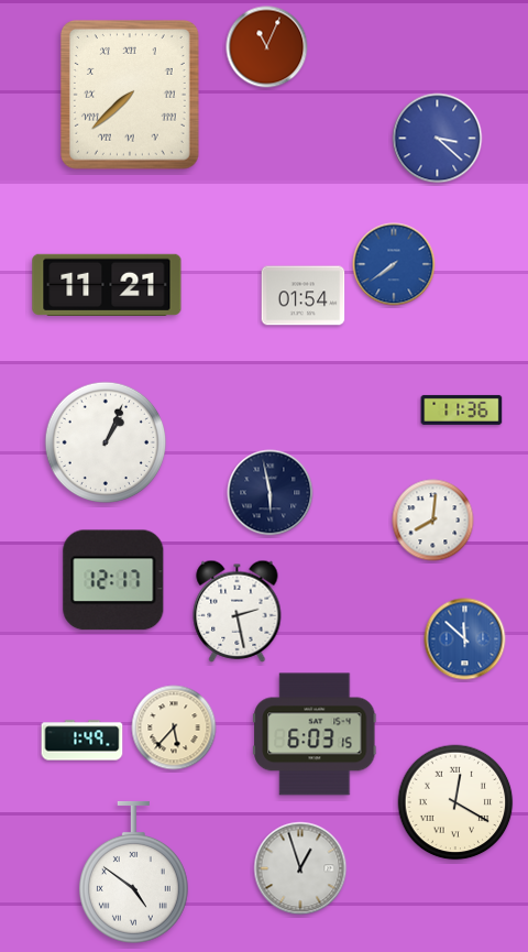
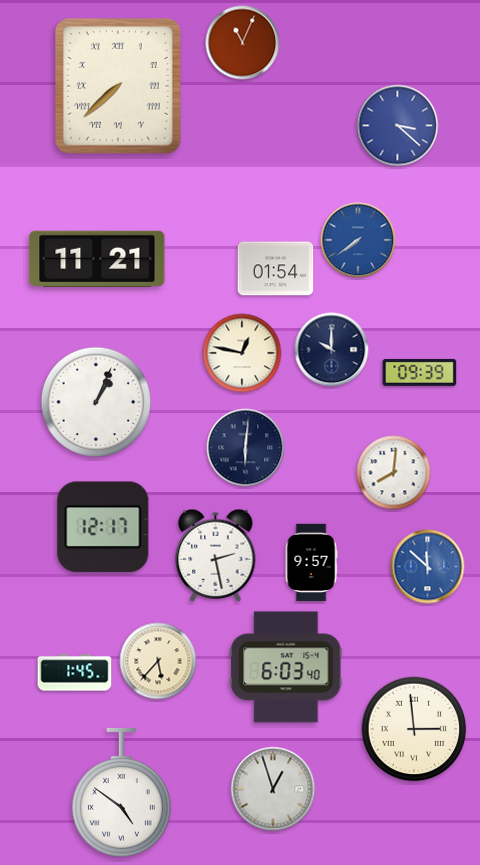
clock at (332, 350): none -> 10:00
clock at (242, 353): none -> 12:47
clock at (462, 409): 11:36 -> 09:39
clock at (271, 493): 5:58 -> 6:01
clock at (311, 563): none -> 9:57
clock at (465, 639) position: (465, 639) -> (428, 567)
clock at (315, 734): 6:03:15 -> 6:03:40
clock at (82, 741): 1:49 -> 1:45
clock at (455, 802): 12:20 -> 2:59
